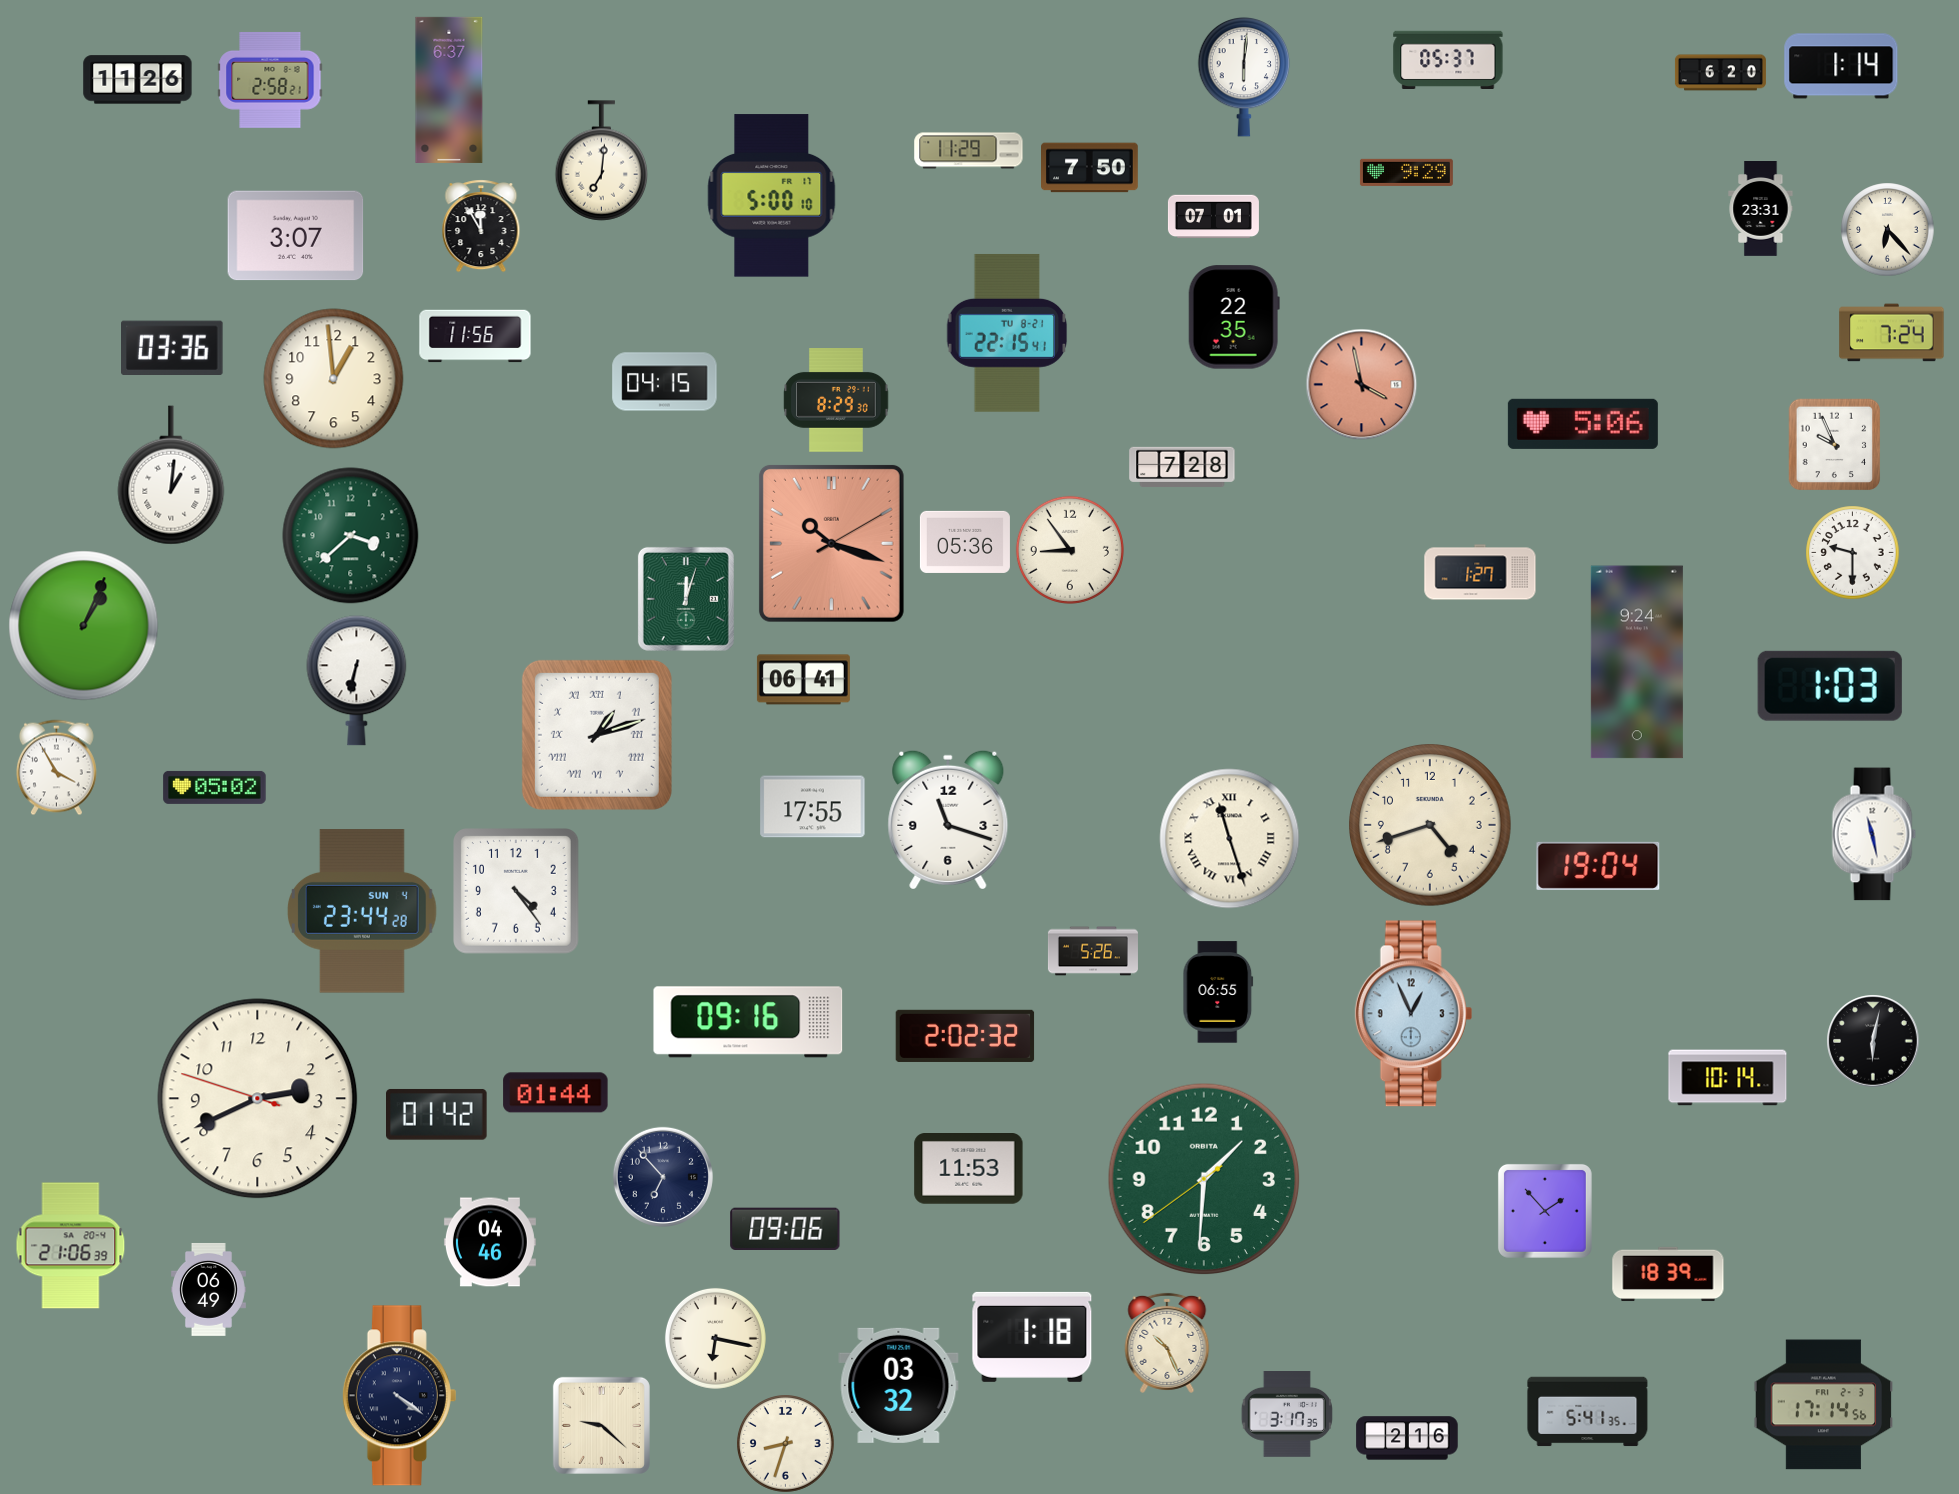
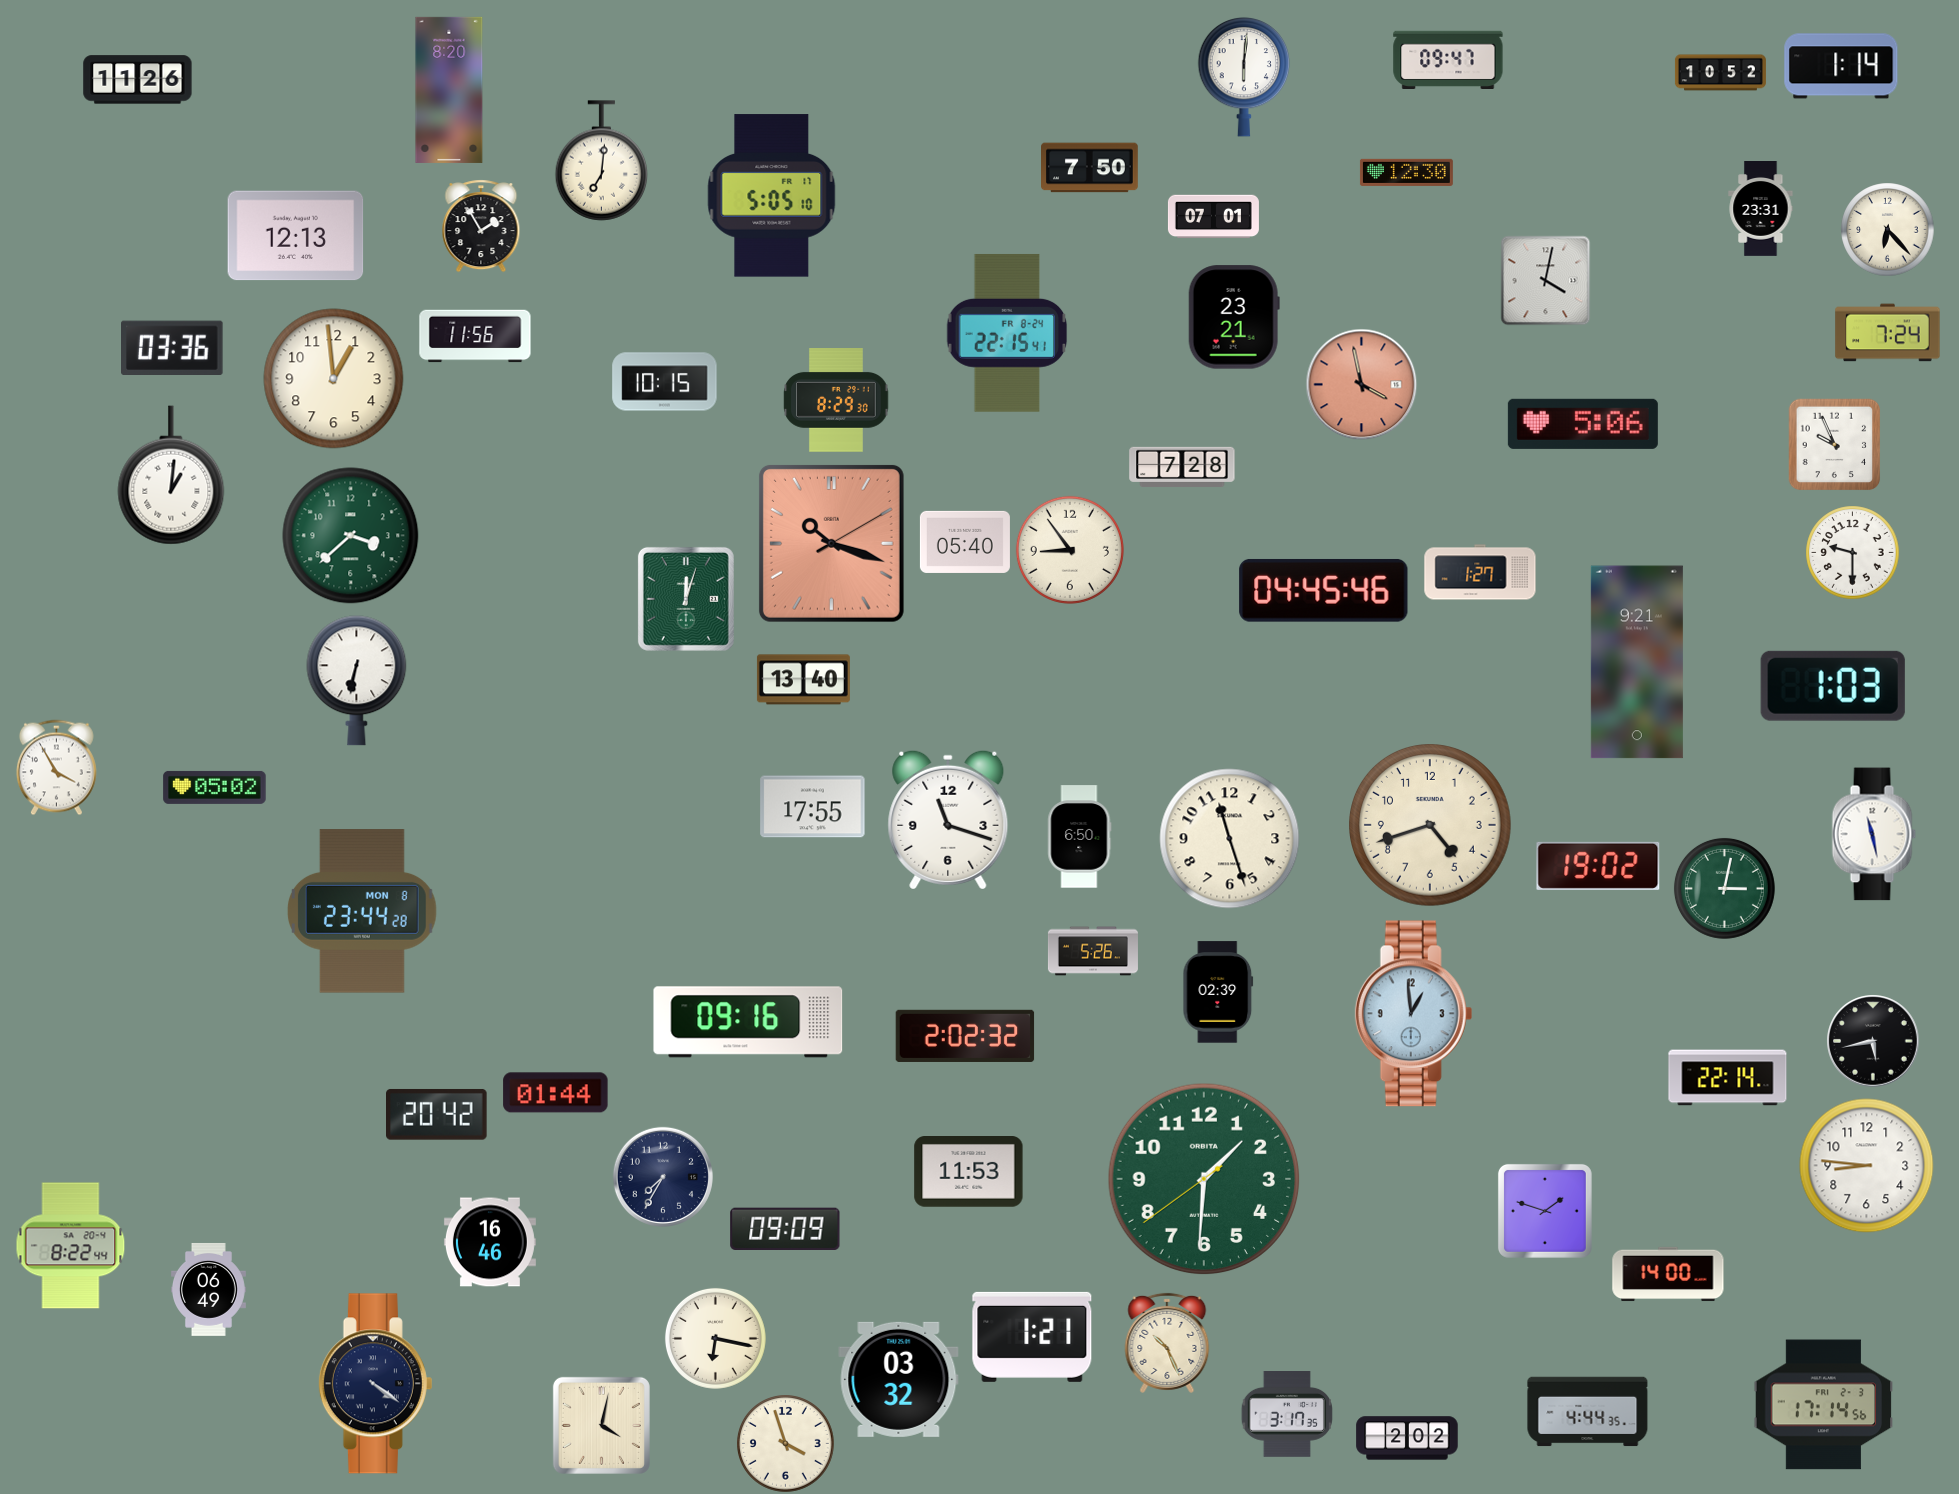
clock at (1448, 59): 05:37 -> 09:47
clock at (1720, 73): 6:20 -> 10:52
clock at (270, 80): 2:58 -> none
clock at (449, 90): 6:37 -> 8:20
clock at (969, 151): 11:29 -> none
clock at (1406, 172): 9:29 -> 12:30
clock at (772, 196): 5:00 -> 5:05
clock at (481, 226): 11:55 -> 1:55
clock at (296, 236): 3:07 -> 12:13
clock at (1545, 280): none -> 4:02
clock at (1234, 317): 22:35 -> 23:21
clock at (1007, 333) date: TU 8-21 -> FR 8-24
clock at (1892, 333) position: (1892, 333) -> (1888, 333)
clock at (665, 382): 04:15 -> 10:15
clock at (965, 542): 05:36 -> 05:40
clock at (1324, 590): none -> 04:45
clock at (84, 626): 1:04 -> none
clock at (1637, 662): 9:24 -> 9:21
clock at (803, 680): 06:41 -> 13:40
clock at (1830, 686) position: (1830, 686) -> (1833, 686)
clock at (597, 735): 1:12 -> none
clock at (1080, 837): none -> 6:50
clock at (1230, 839) numerals: Roman -> Arabic
clock at (1598, 866): 19:04 -> 19:02
clock at (1724, 888): none -> 3:02
clock at (517, 892): 4:24 -> none
clock at (362, 911) date: SUN 4 -> MON 8
clock at (1218, 992): 06:55 -> 02:39
clock at (1414, 1014): 12:56 -> 12:59
clock at (1873, 1041): 6:02 -> 5:43
clock at (1728, 1078): 10:14 -> 22:14
clock at (258, 1099): 2:40 -> none
clock at (437, 1115): 01:42 -> 20:42
clock at (1867, 1166): none -> 8:46
clock at (969, 1169) position: (969, 1169) -> (969, 1172)
clock at (663, 1177): 6:53 -> 7:35
clock at (1545, 1211): 1:53 -> 1:48
clock at (785, 1228): 09:06 -> 09:09
clock at (490, 1242): 04:46 -> 16:46
clock at (71, 1246): 21:06 -> 8:22
clock at (1668, 1274): 18:39 -> 14:00
clock at (1032, 1337): 1:18 -> 1:21
clock at (899, 1385) position: (899, 1385) -> (899, 1379)
clock at (399, 1396) position: (399, 1396) -> (375, 1384)
clock at (1588, 1412): 5:41 -> 4:44
clock at (601, 1425): 9:22 -> 4:02
clock at (1407, 1438): 2:16 -> 2:02
clock at (786, 1444): 8:33 -> 3:57
